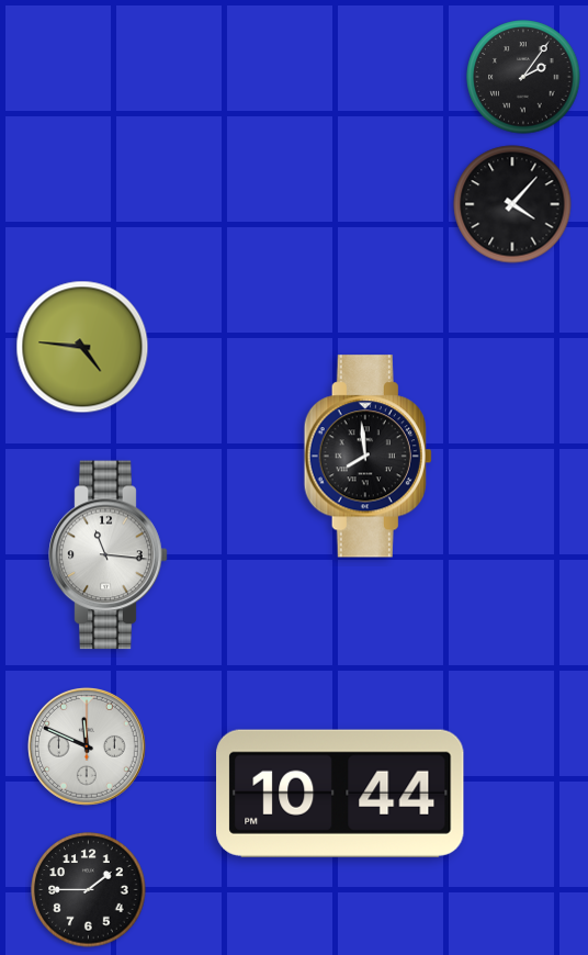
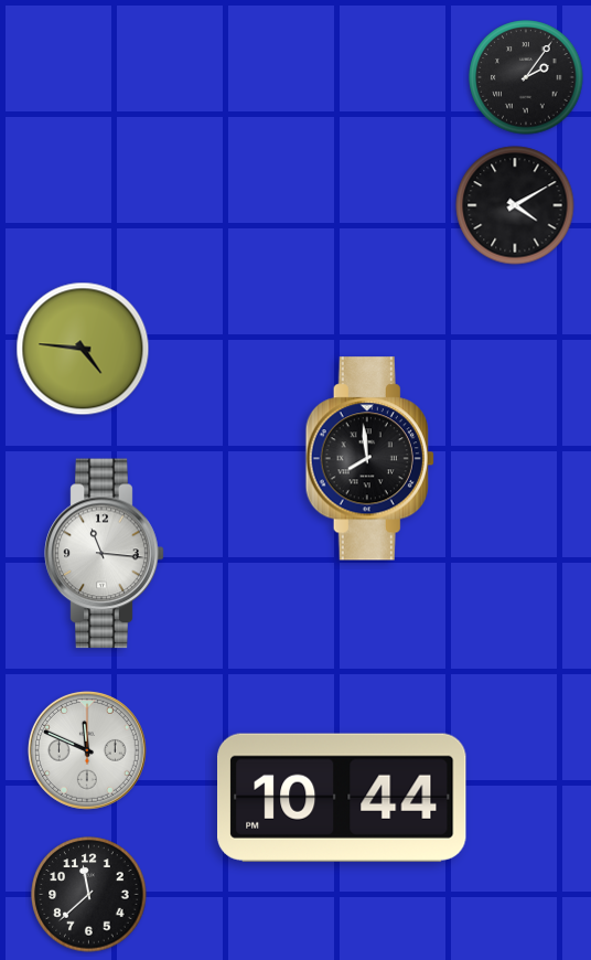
clock at (512, 204): 4:07 -> 4:10
clock at (109, 555) position: (109, 555) -> (105, 554)
clock at (89, 890): 1:45 -> 11:38
